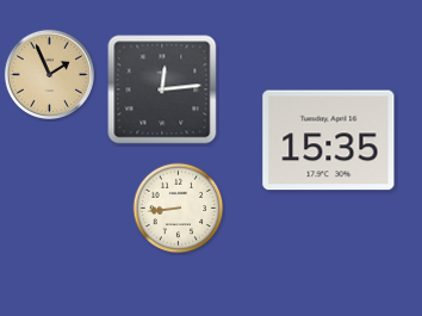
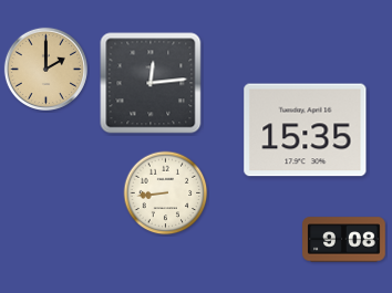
clock at (49, 74): 1:56 -> 2:00
clock at (344, 240): none -> 9:08
